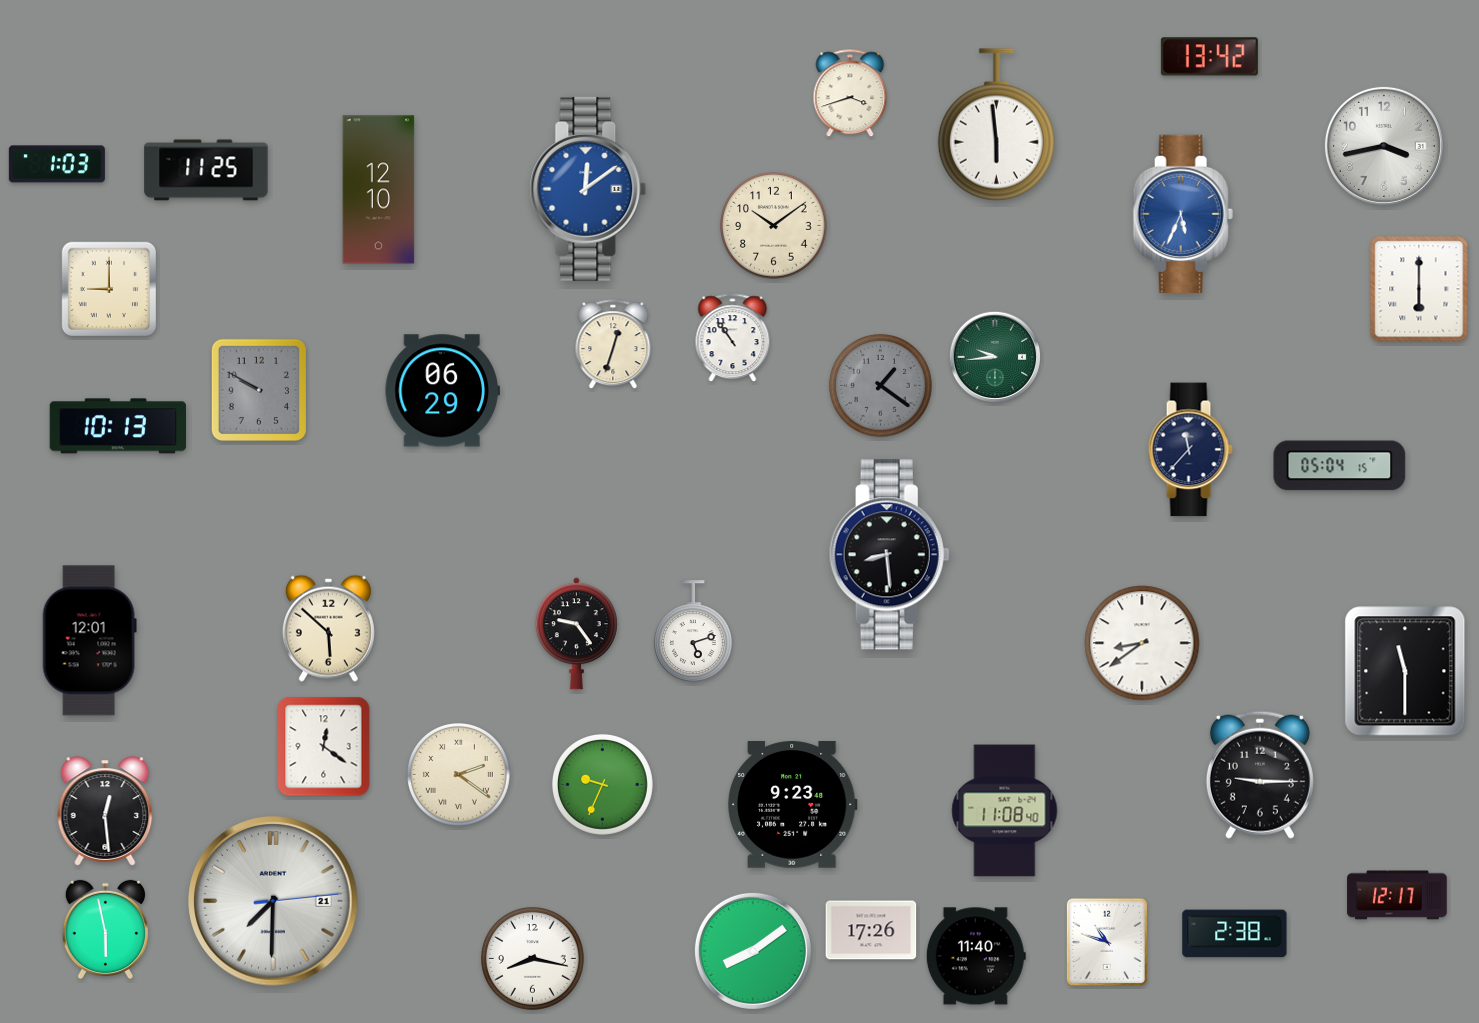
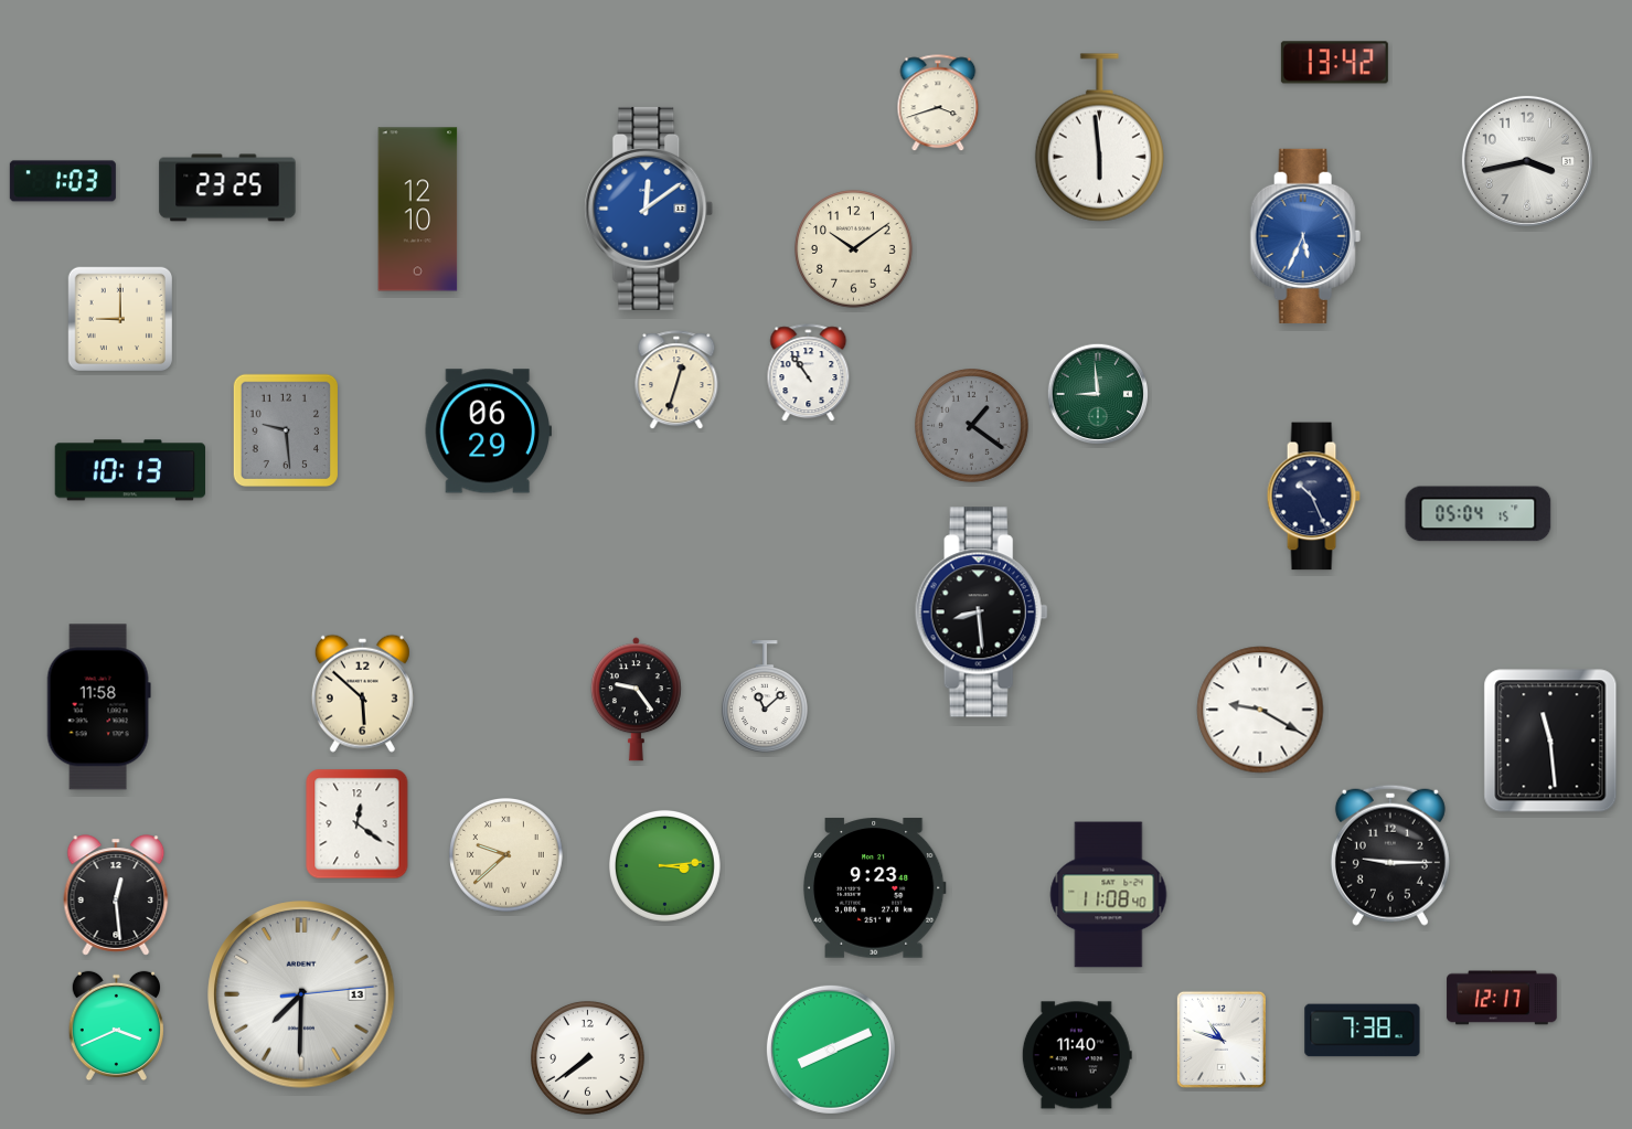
clock at (206, 170): 11:25 -> 23:25
clock at (1419, 289): 6:00 -> none
clock at (994, 356): 9:44 -> 8:59
clock at (258, 390): 9:50 -> 9:29
clock at (1190, 450): 11:37 -> 10:26
clock at (693, 631): 5:12 -> 11:08
clock at (89, 641): 12:01 -> 11:58
clock at (1142, 643): 8:39 -> 9:20
clock at (1405, 671): 11:30 -> 11:29
clock at (459, 775): 2:21 -> 9:38
clock at (602, 784): 9:34 -> 3:14
clock at (1397, 895) position: (1397, 895) -> (1502, 998)
clock at (273, 901) date: 21 -> 13
clock at (105, 930): 5:58 -> 3:41
clock at (871, 930): 17:26 -> none
clock at (1235, 934): 2:38 -> 7:38
clock at (753, 951): 8:09 -> 8:11
clock at (533, 959): 8:17 -> 7:39
